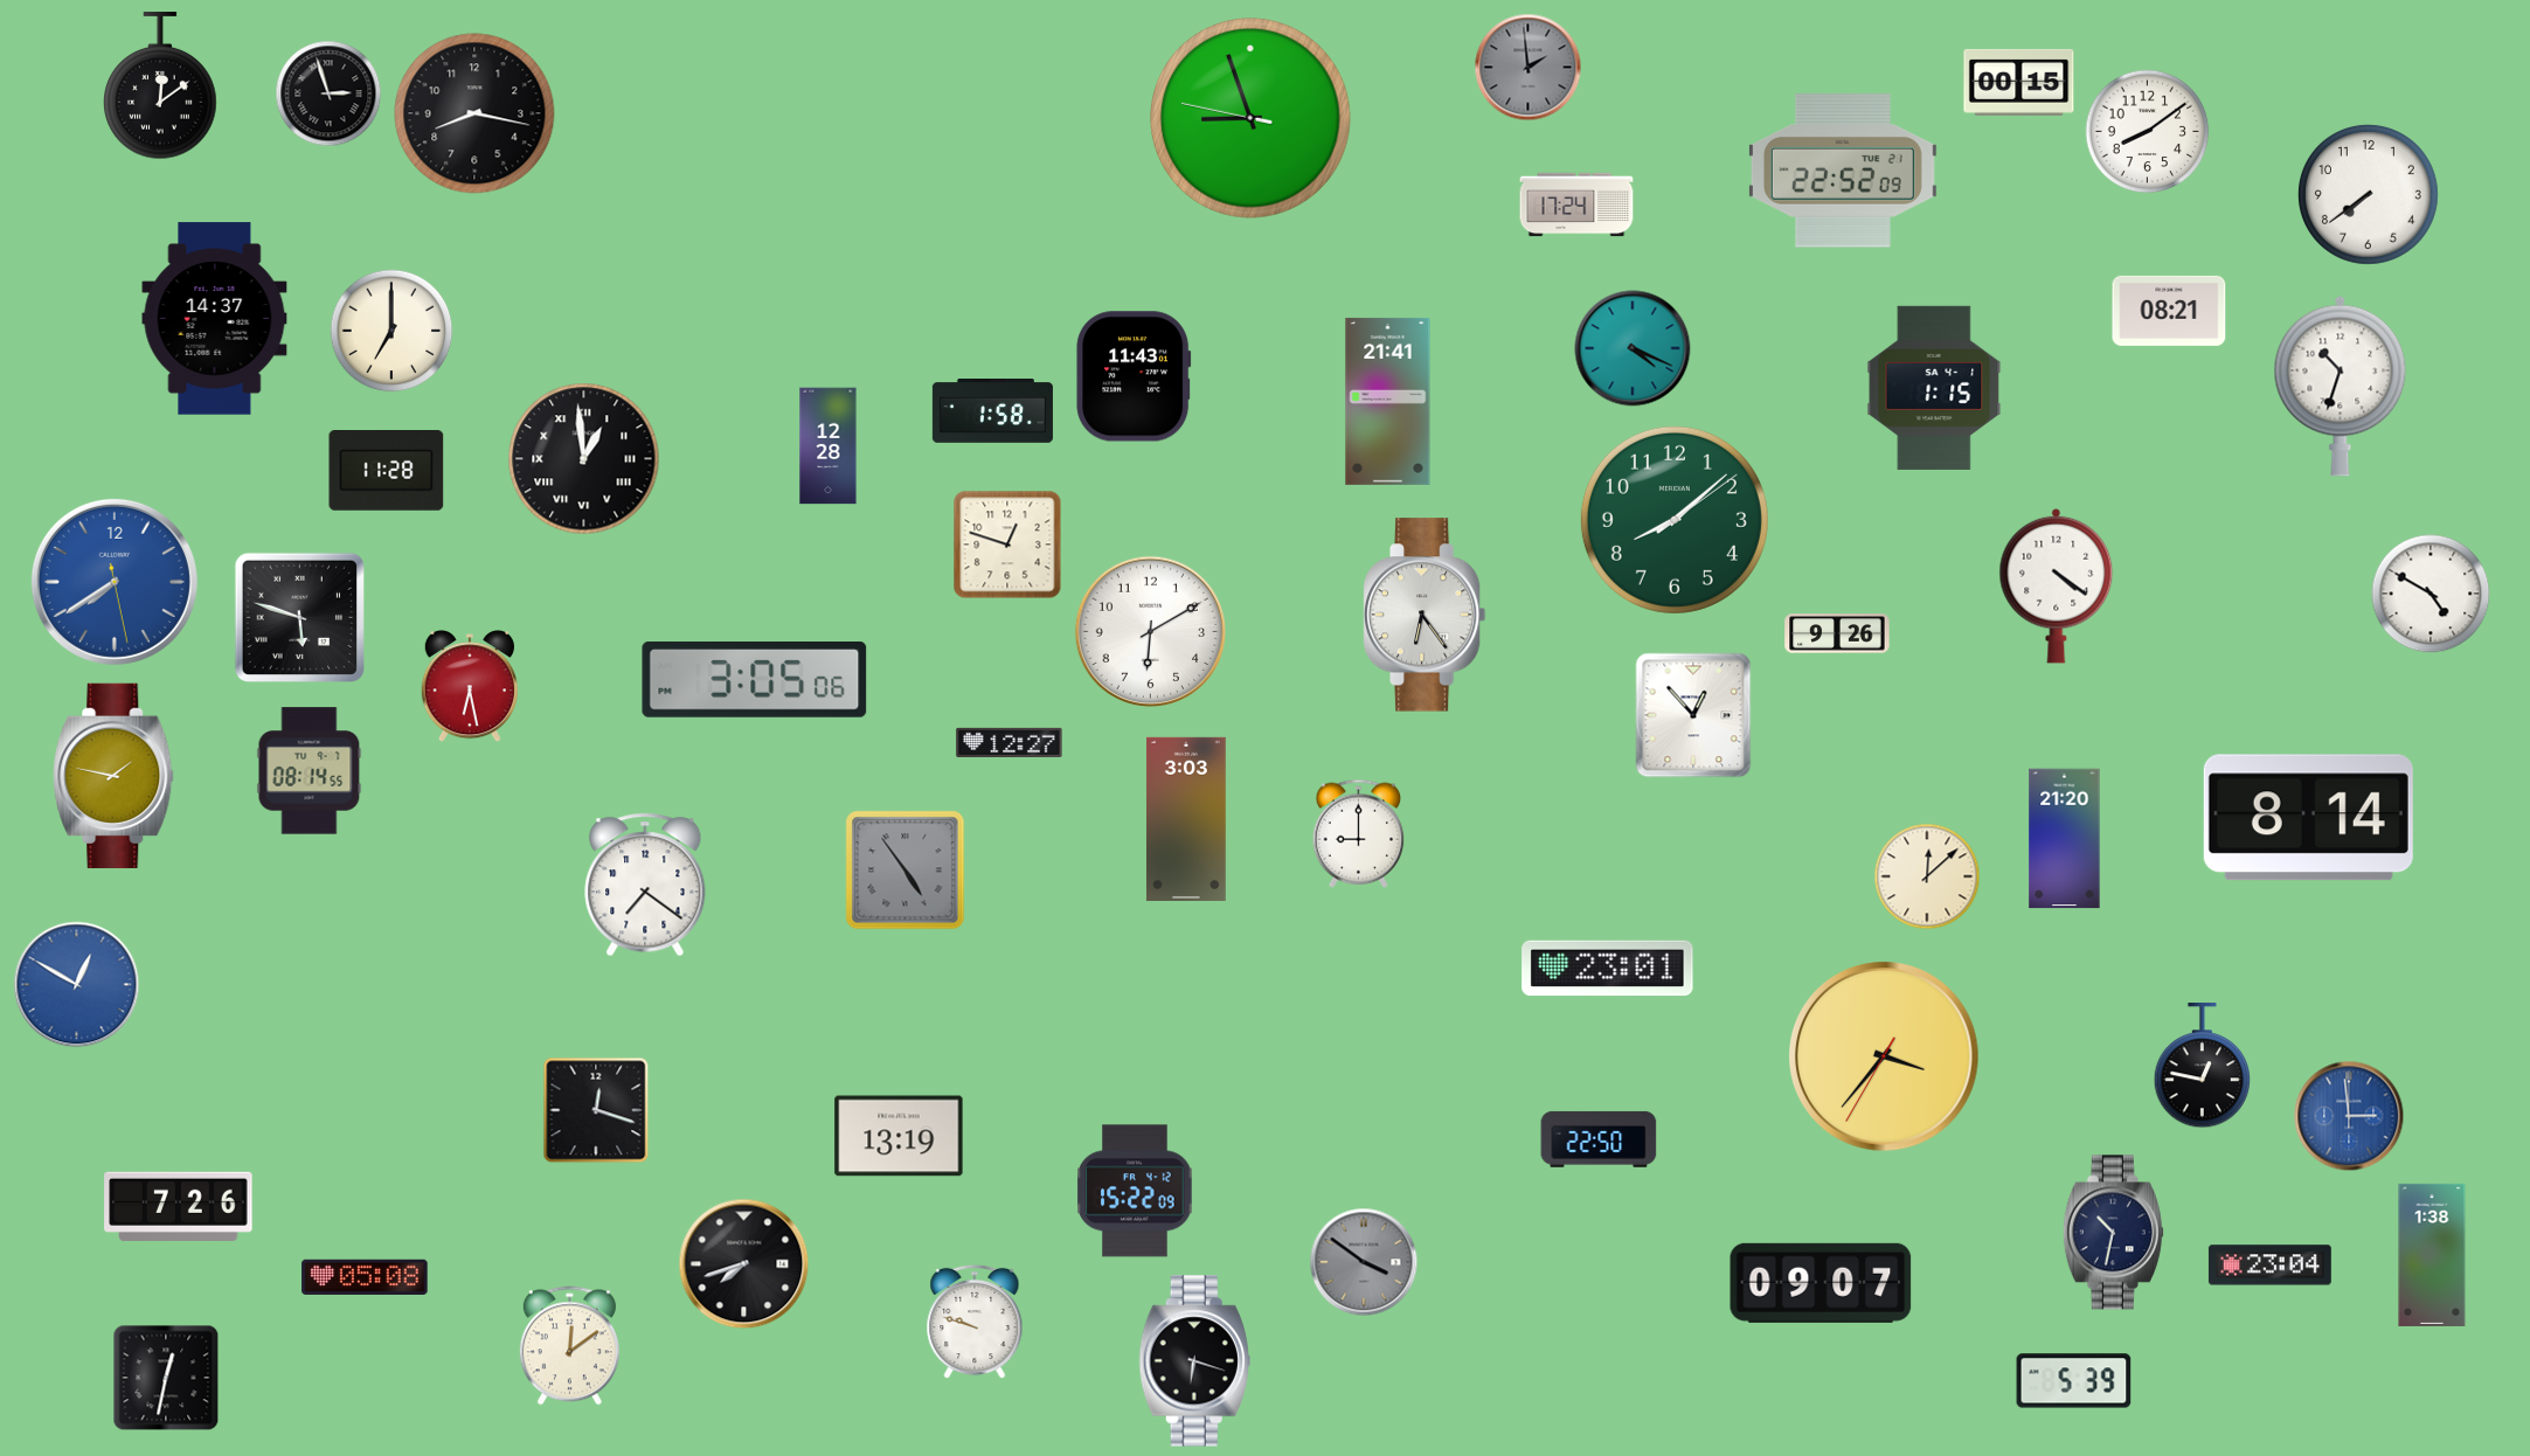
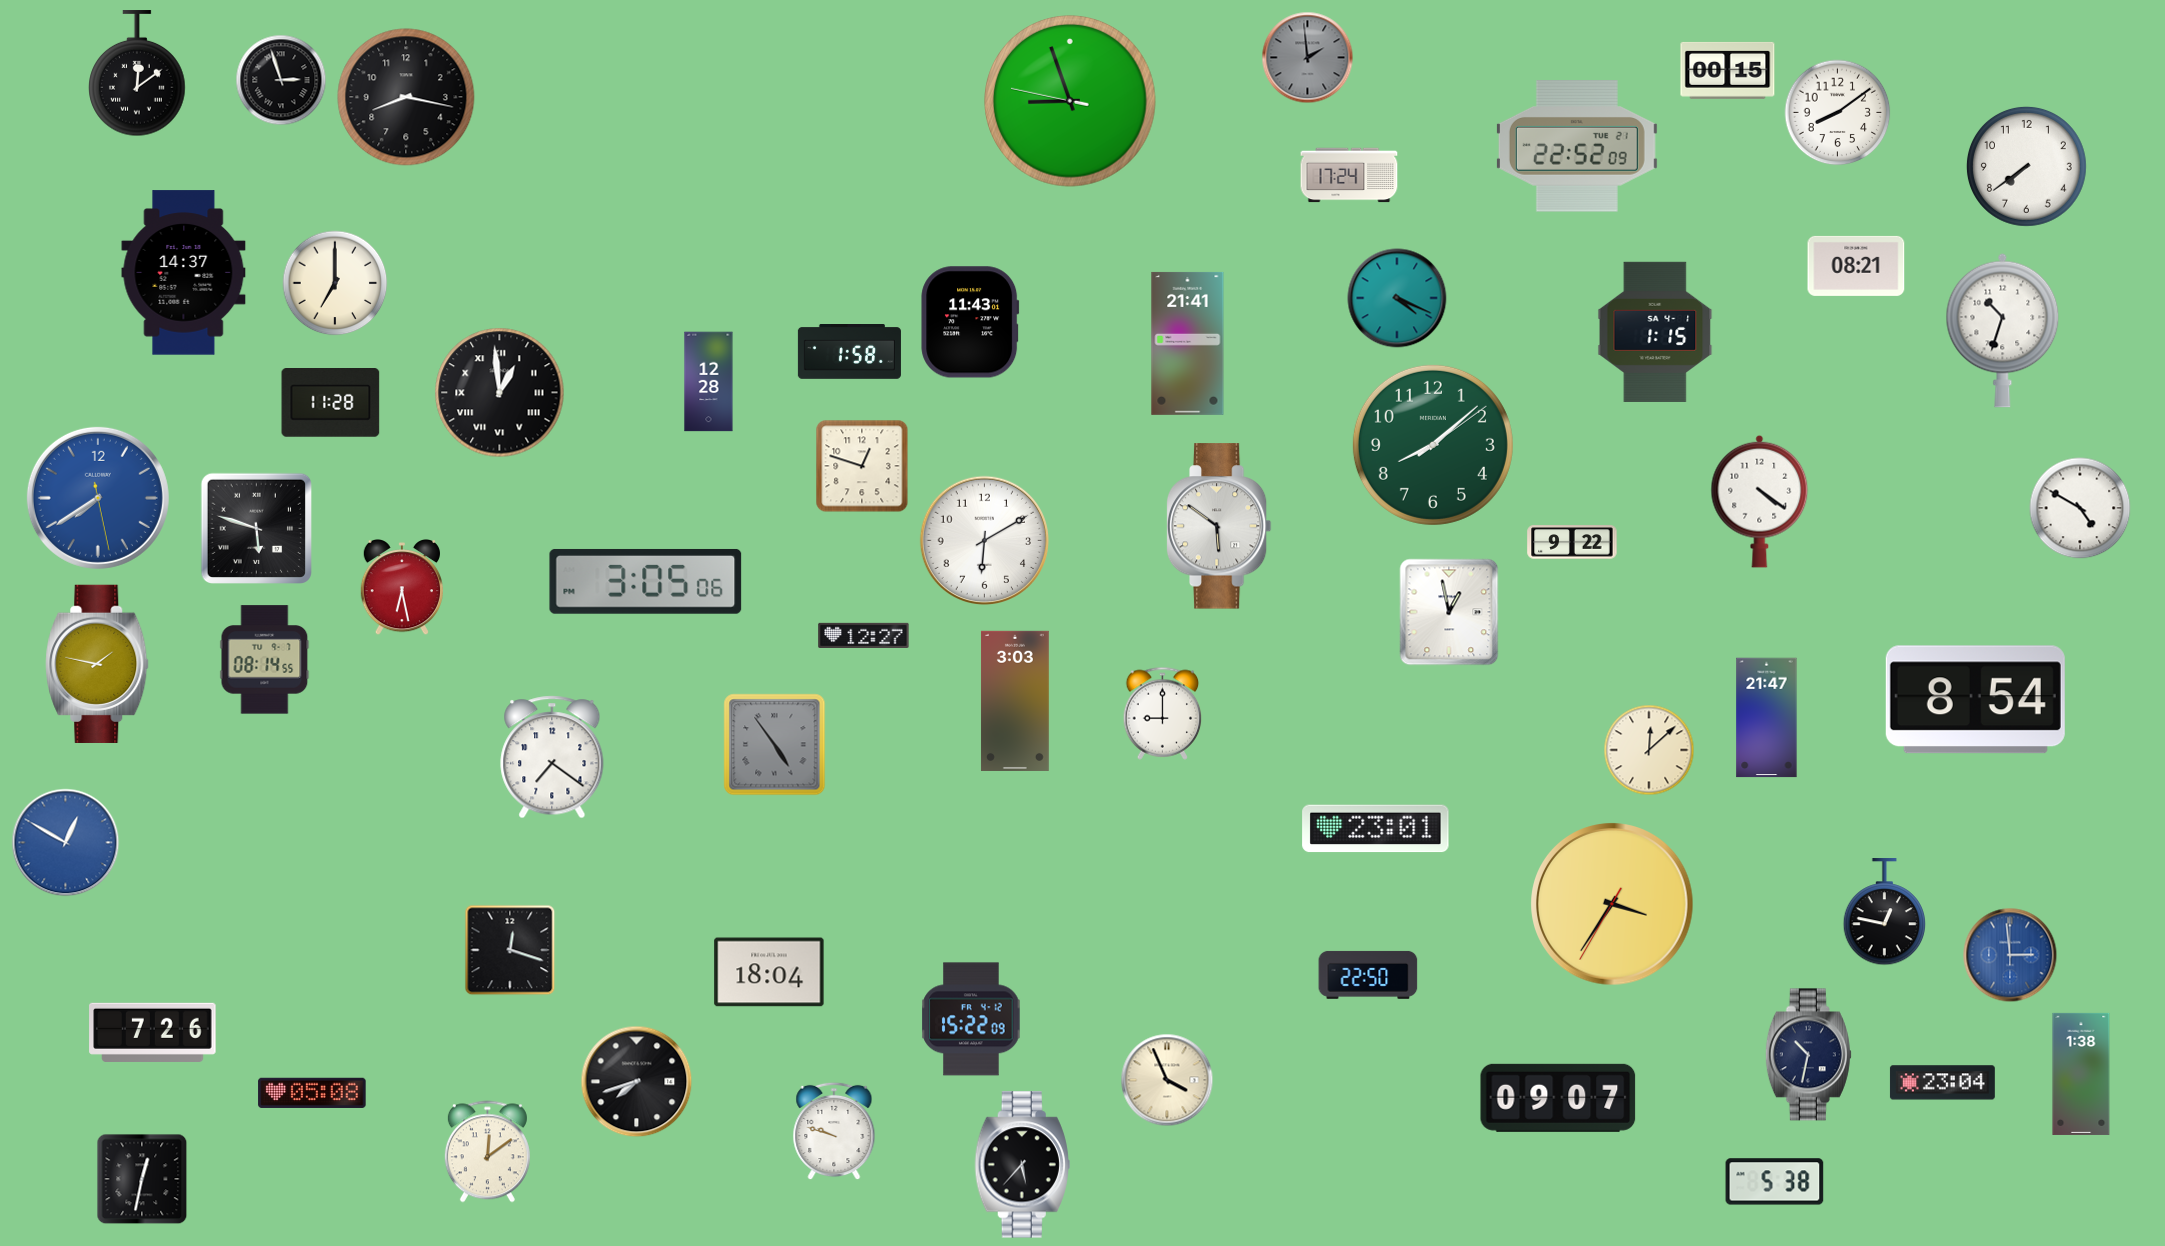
clock at (1425, 615): 6:24 -> 5:51
clock at (1837, 633): 9:26 -> 9:22
clock at (1693, 715): 12:53 -> 12:58
clock at (2308, 818): 8:14 -> 8:54
clock at (2065, 839): 21:20 -> 21:47
clock at (1884, 1056): 3:36 -> 3:35
clock at (899, 1136): 13:19 -> 18:04
clock at (1364, 1262): 3:51 -> 3:56
clock at (1364, 1262) dial: grey -> cream
clock at (1194, 1361): 6:18 -> 5:37
clock at (2074, 1381): 5:39 -> 5:38
